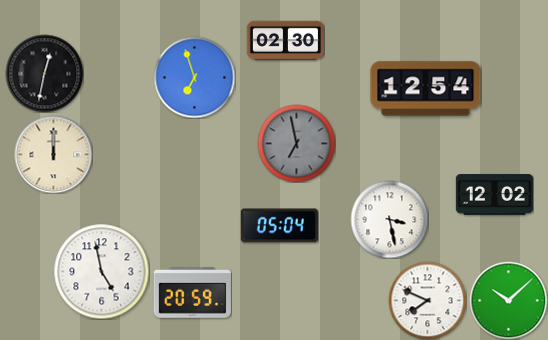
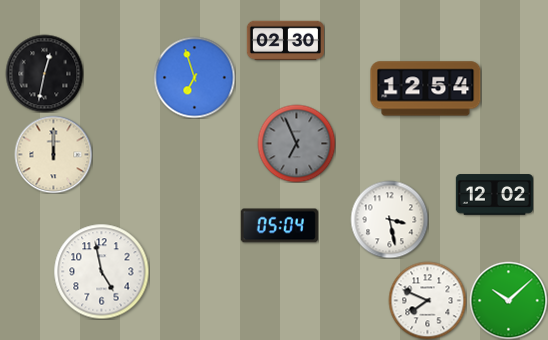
clock at (296, 143): 6:58 -> 6:56
clock at (192, 292): 20:59 -> none
